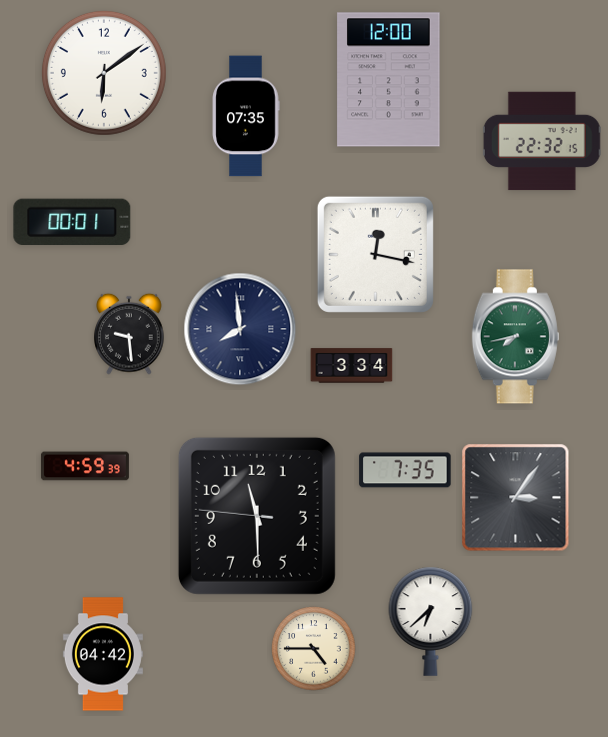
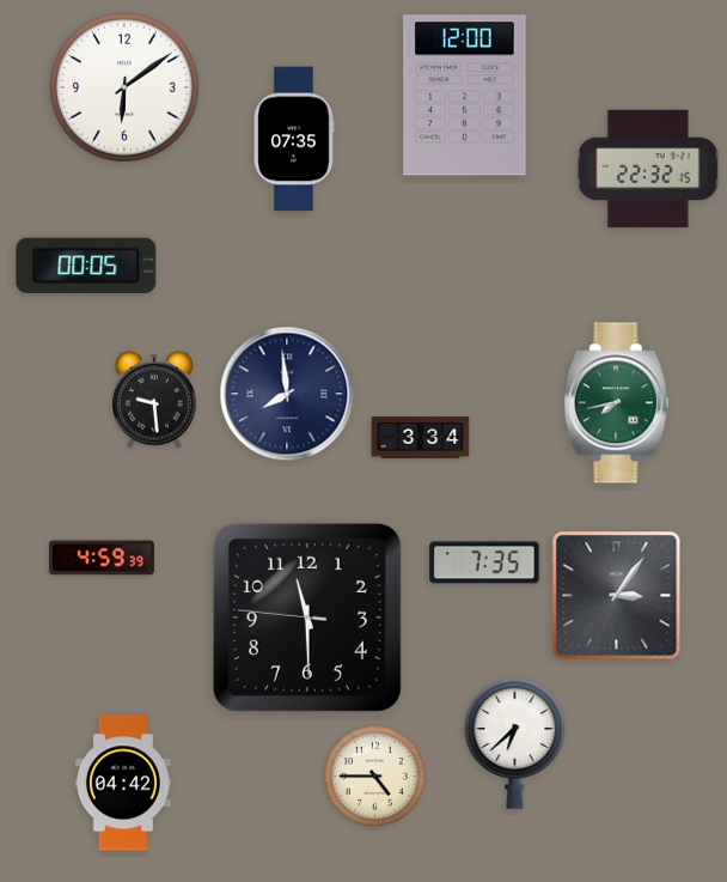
clock at (72, 221): 00:01 -> 00:05
clock at (375, 254): 12:17 -> none
